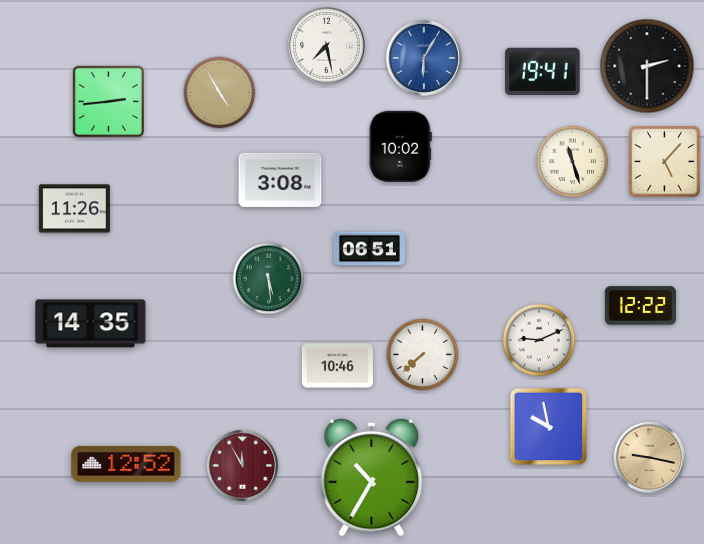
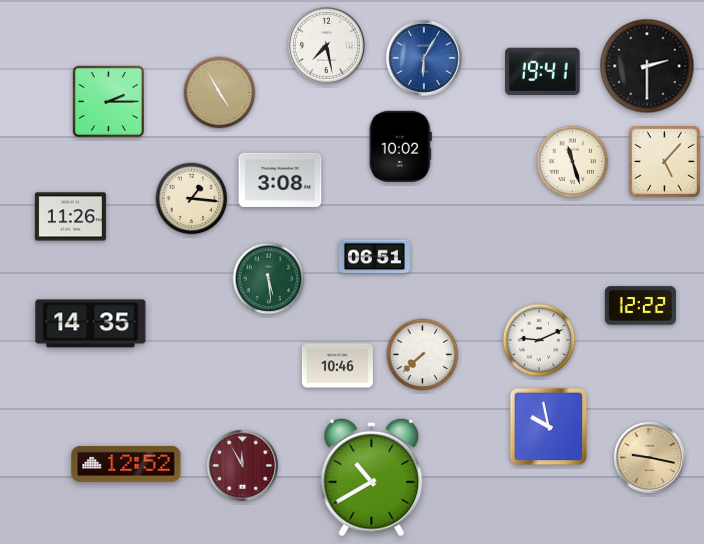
clock at (108, 101): 2:44 -> 2:15
clock at (192, 199): none -> 1:16
clock at (74, 209) position: (74, 209) -> (70, 217)
clock at (369, 249) position: (369, 249) -> (374, 257)
clock at (372, 477): 10:35 -> 10:40
